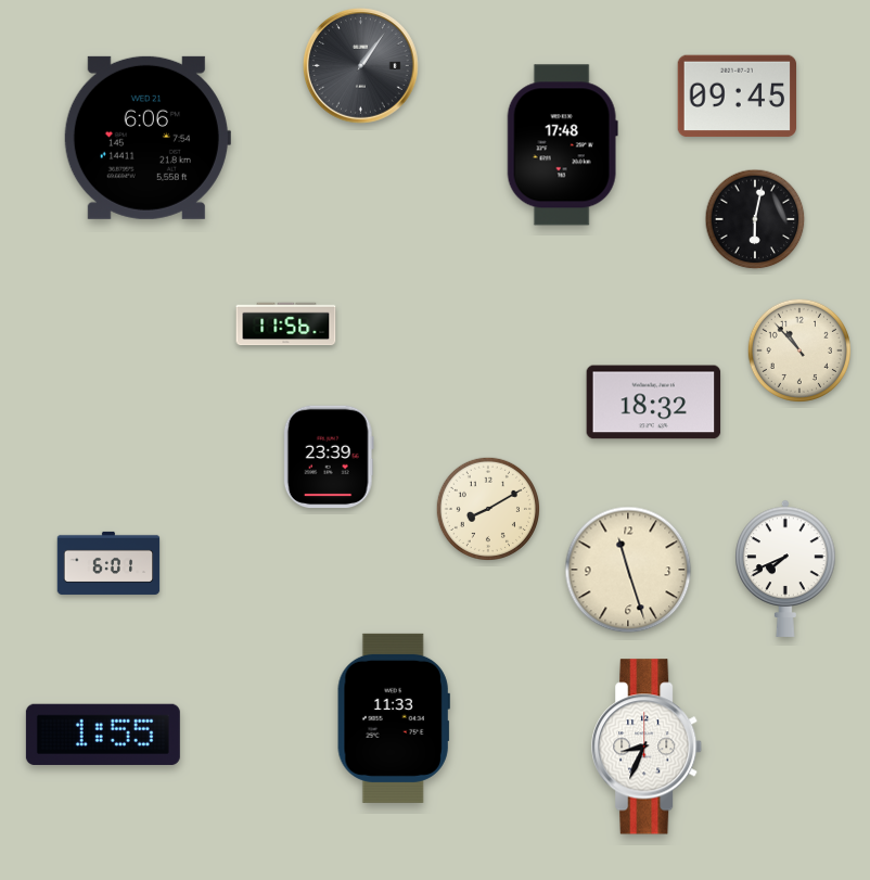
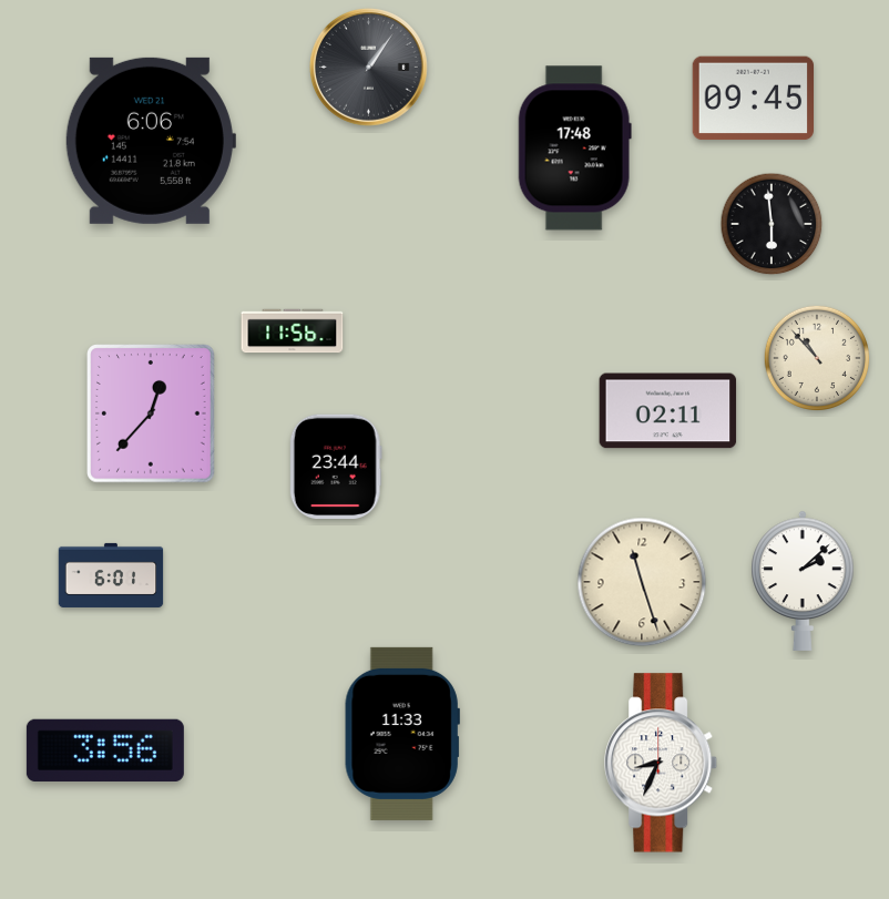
clock at (755, 219): 6:02 -> 5:59
clock at (654, 403): 18:32 -> 02:11
clock at (151, 413): none -> 12:37
clock at (329, 457): 23:39 -> 23:44
clock at (487, 508): 8:10 -> none
clock at (785, 569): 7:41 -> 2:08
clock at (103, 735): 1:55 -> 3:56
